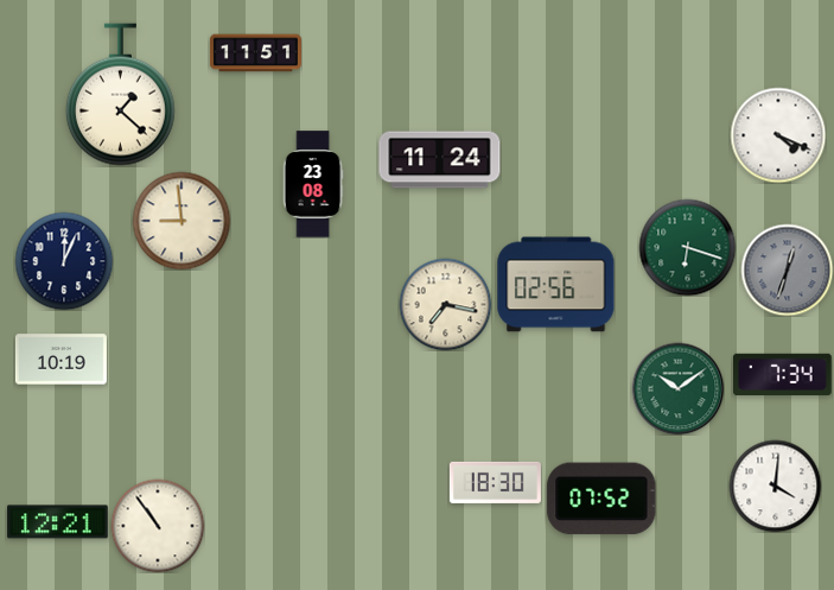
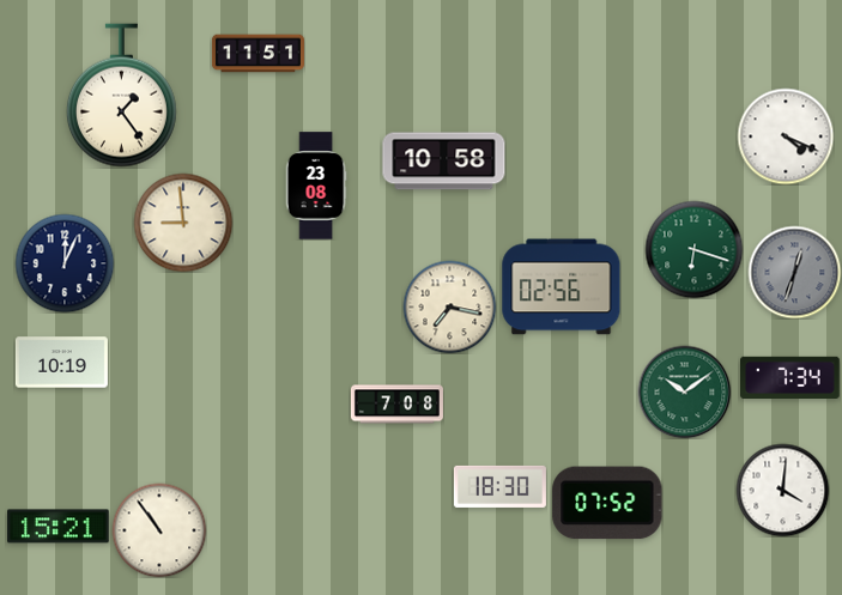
clock at (120, 95): 1:22 -> 1:24
clock at (440, 160): 11:24 -> 10:58
clock at (396, 405): none -> 7:08
clock at (58, 522): 12:21 -> 15:21
